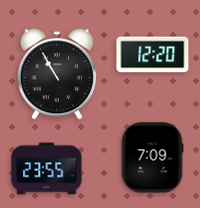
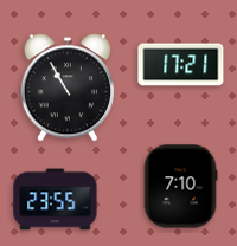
clock at (153, 55): 12:20 -> 17:21
clock at (152, 158): 7:09 -> 7:10
